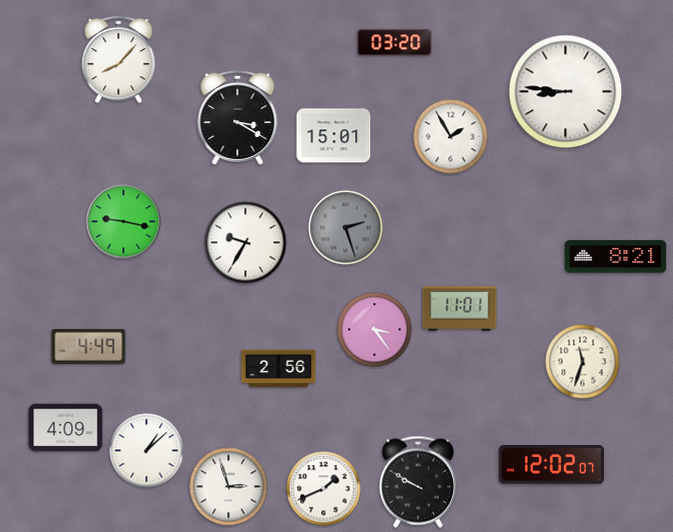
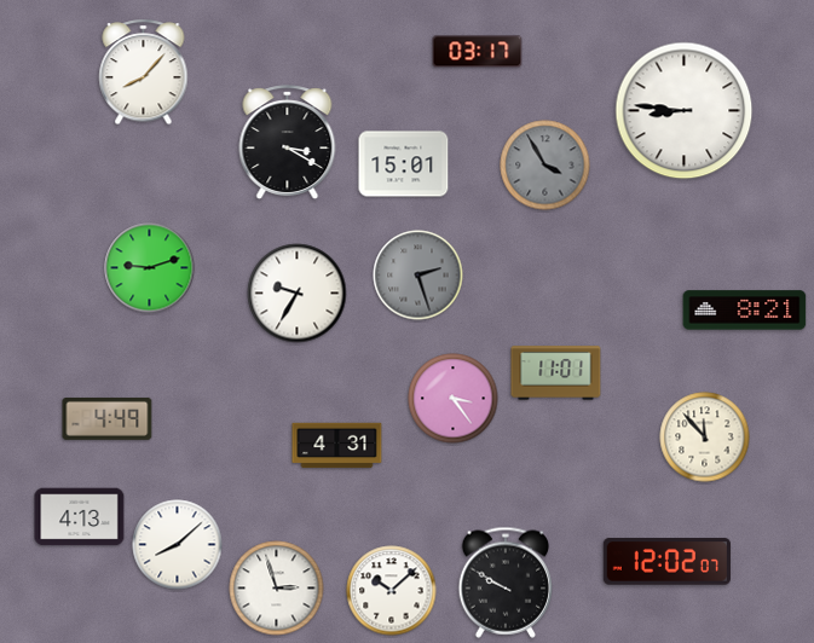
clock at (395, 43): 03:20 -> 03:17
clock at (451, 137): 1:55 -> 3:55
clock at (451, 137) dial: white -> grey
clock at (124, 222): 9:17 -> 9:12
clock at (583, 362): 11:33 -> 11:53
clock at (279, 369): 2:56 -> 4:31
clock at (66, 428): 4:09 -> 4:13
clock at (147, 451): 1:08 -> 8:08
clock at (324, 489): 1:41 -> 10:08
